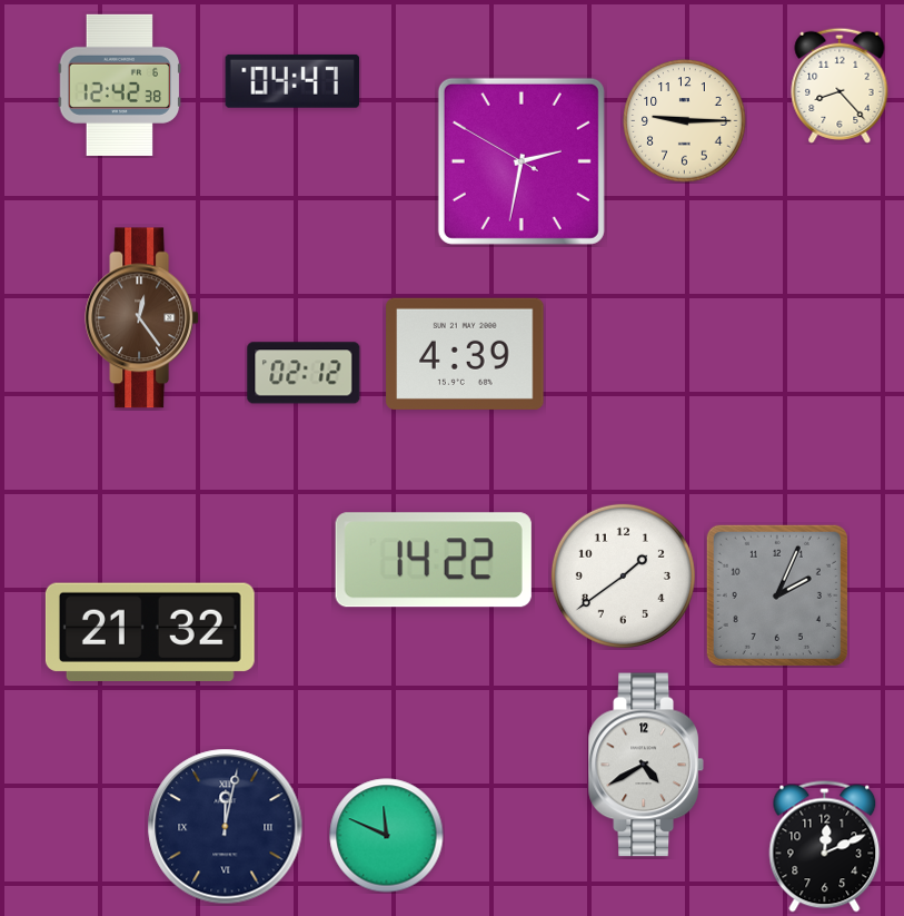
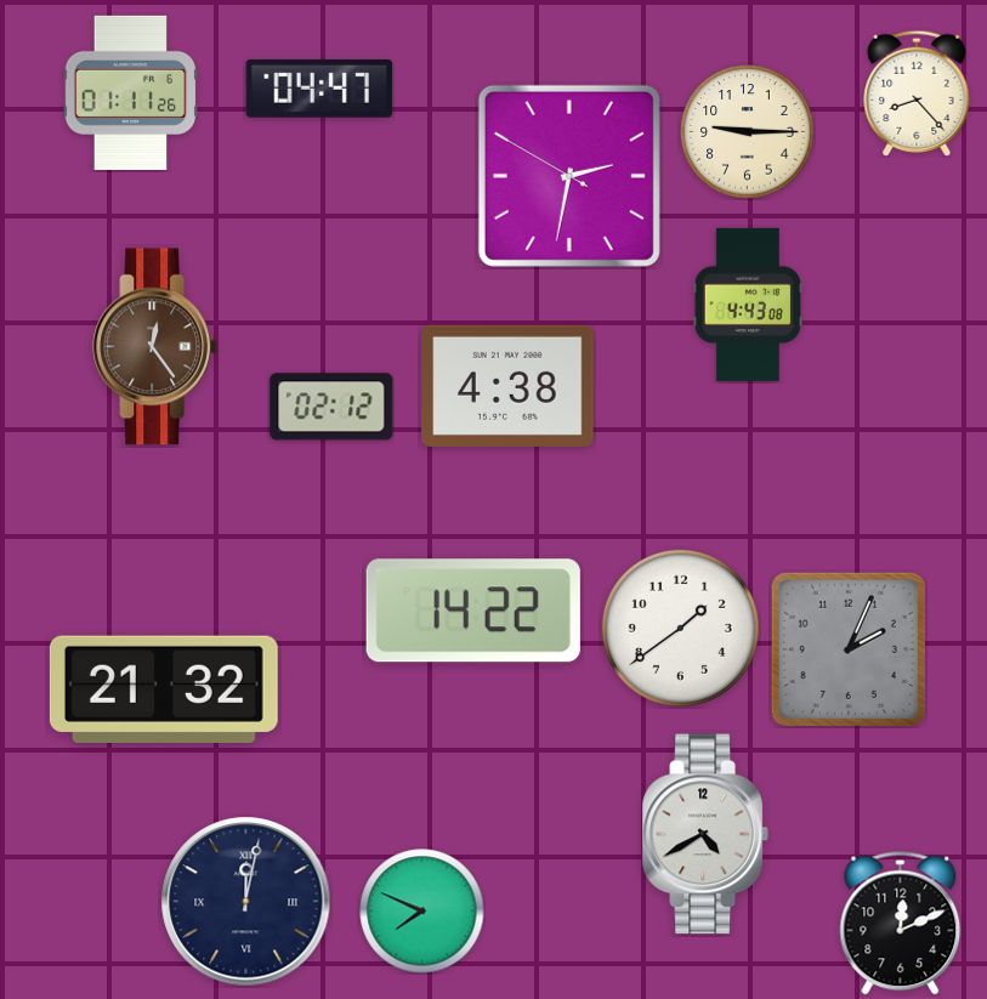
clock at (120, 85): 12:42 -> 01:11
clock at (747, 305): none -> 4:43
clock at (465, 354): 4:39 -> 4:38
clock at (387, 836): 11:49 -> 7:49
